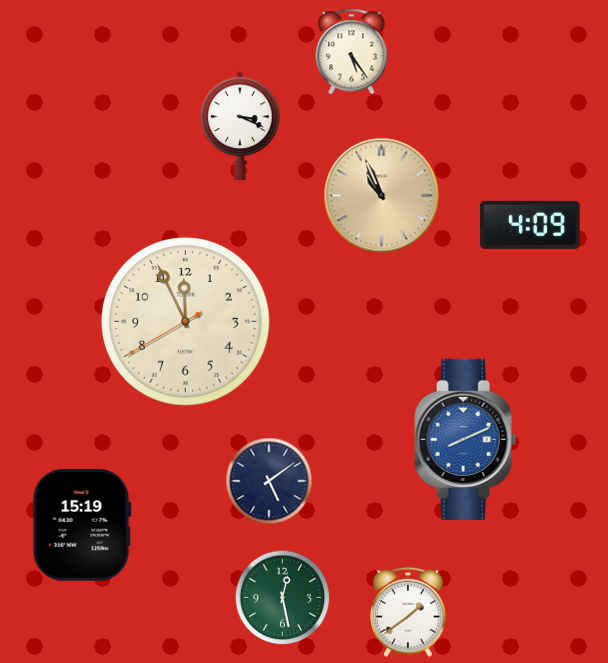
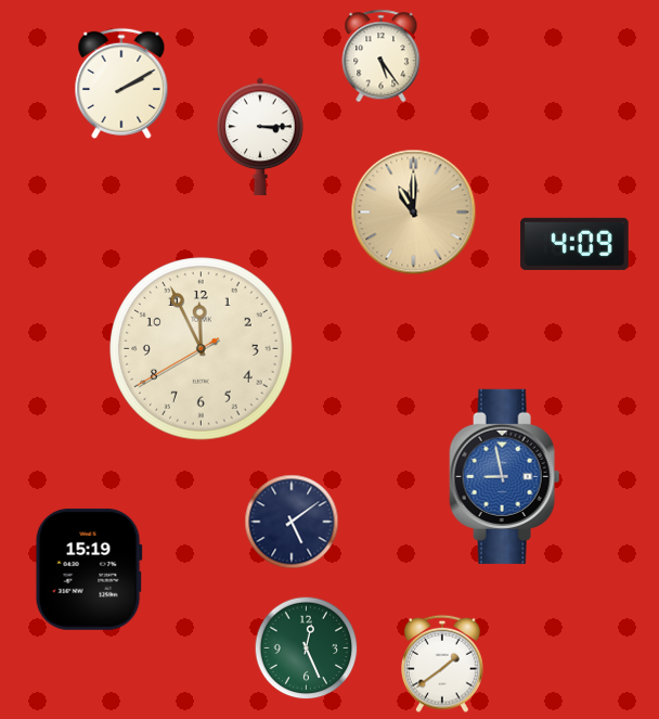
clock at (121, 84): none -> 2:10
clock at (240, 126): 3:19 -> 3:15
clock at (382, 196): 10:56 -> 11:00
clock at (466, 439): 8:11 -> 8:58
clock at (283, 598): 12:28 -> 12:26
